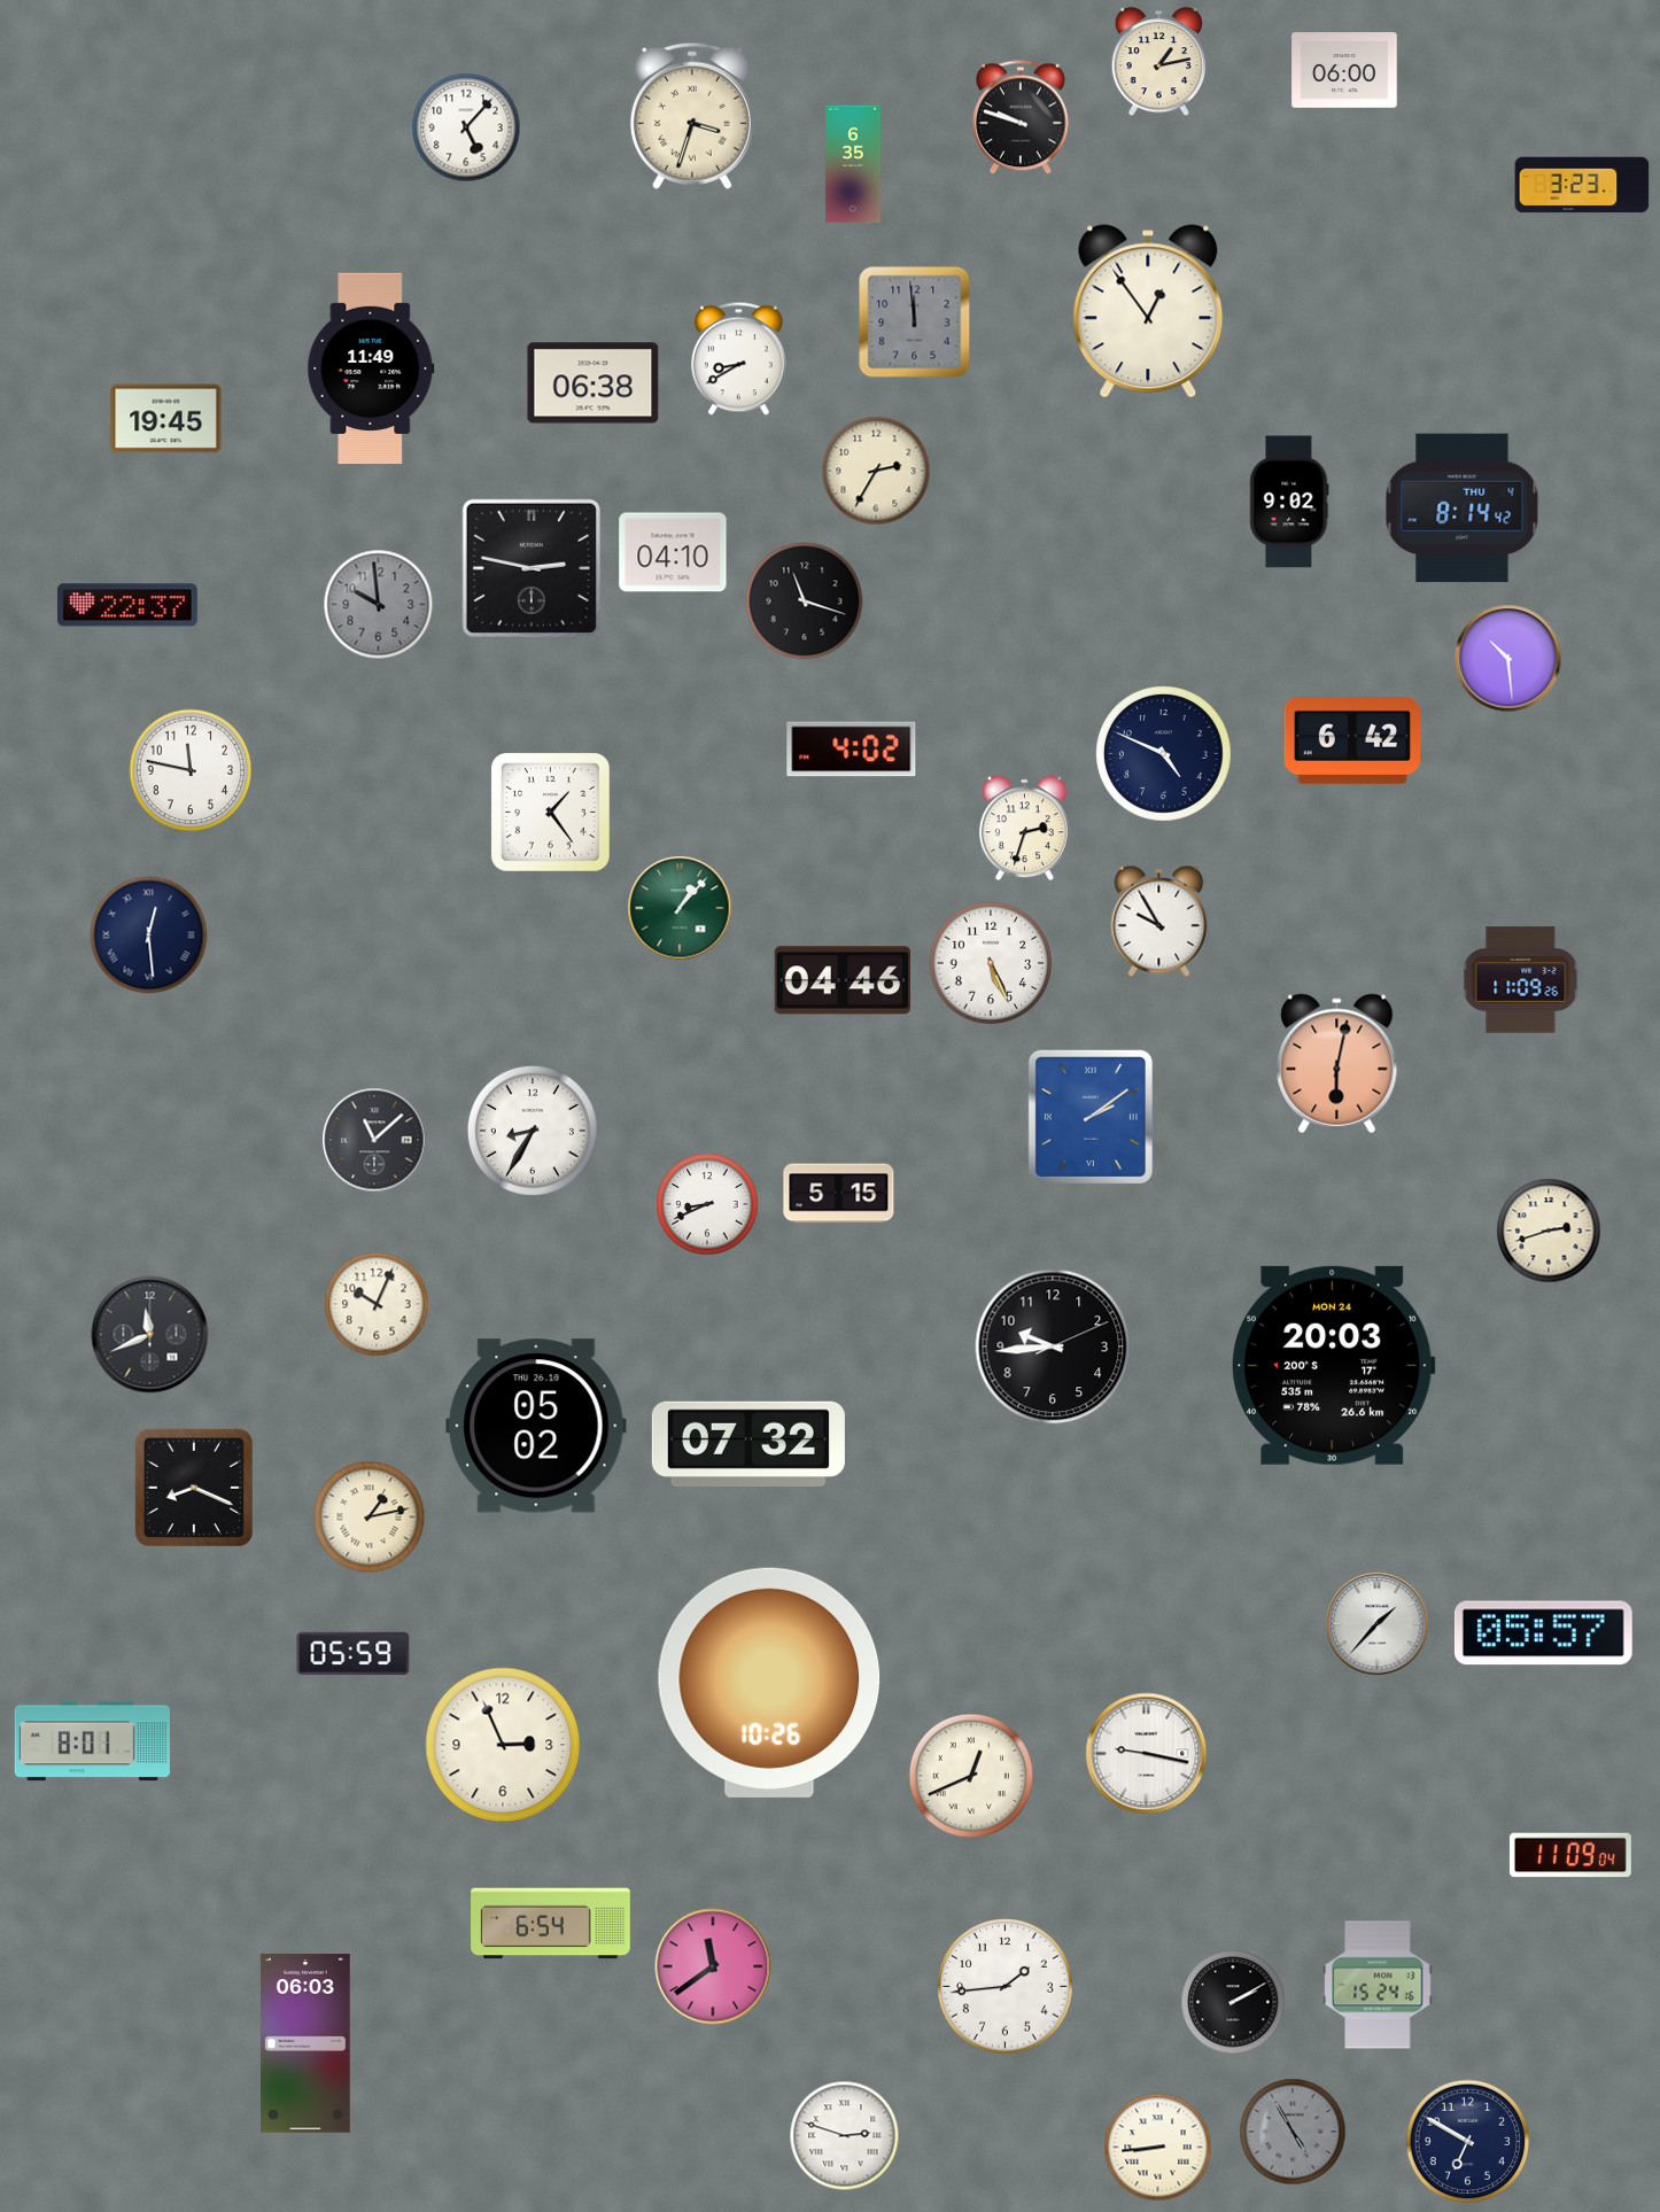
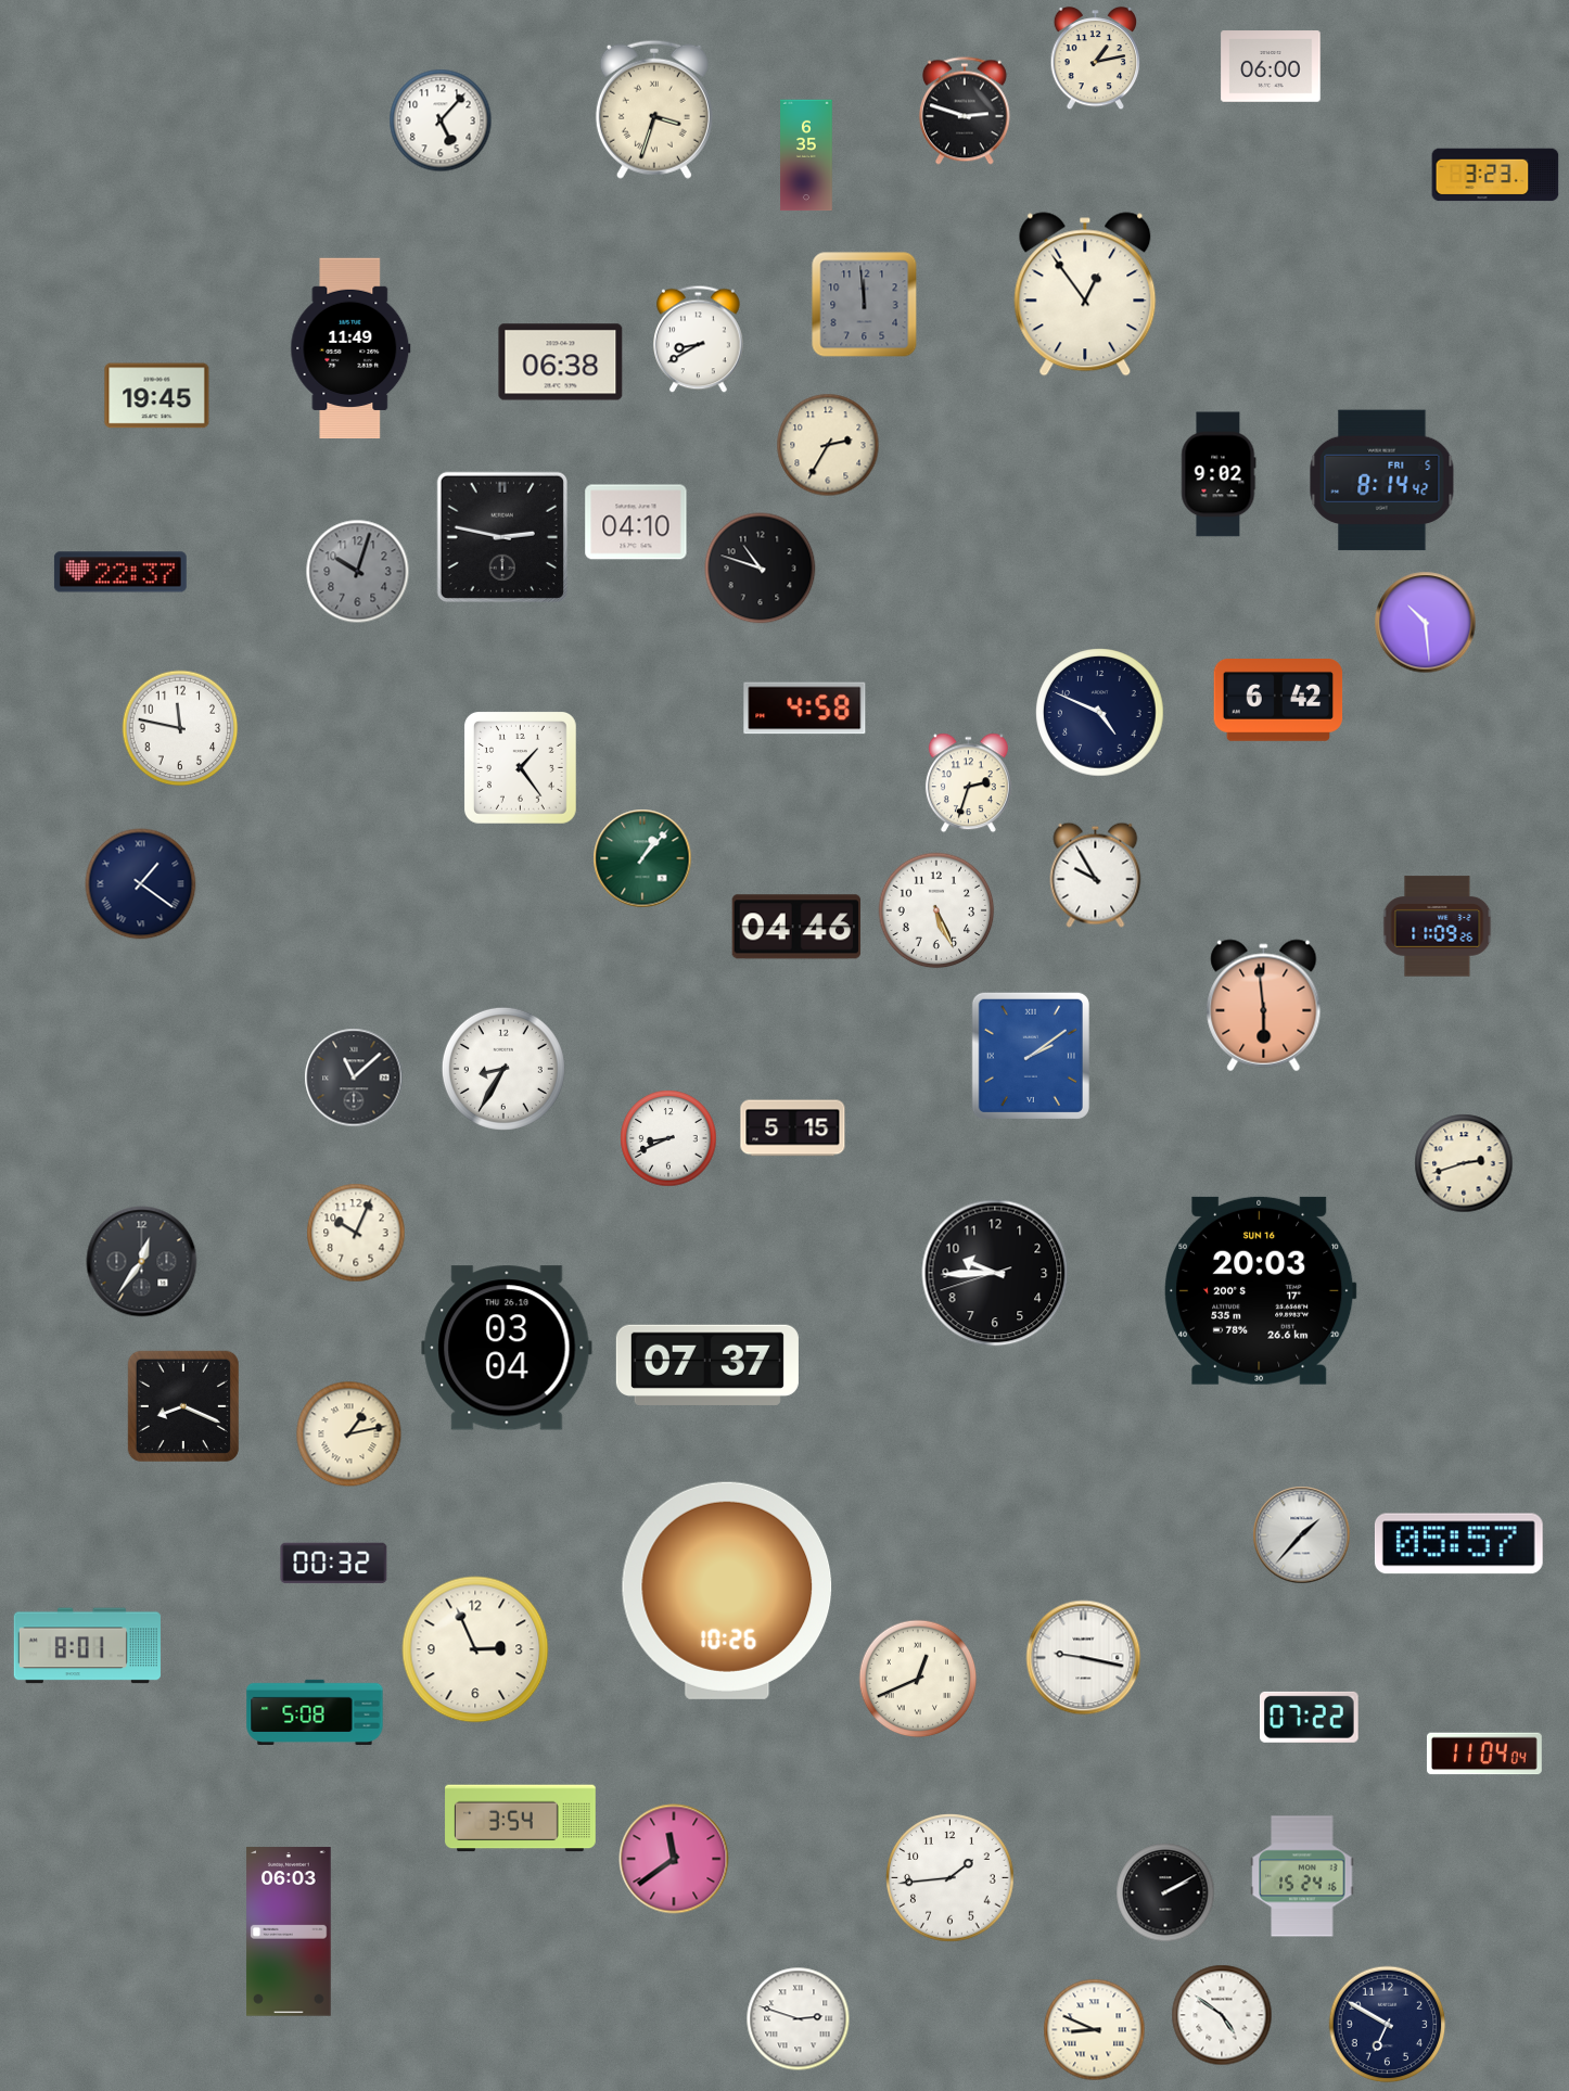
clock at (1021, 117): 9:48 -> 2:48
clock at (1463, 509) date: THU 4 -> FRI 5
clock at (805, 601): 11:18 -> 10:48
clock at (379, 605): 9:59 -> 10:03
clock at (852, 750): 4:02 -> 4:58
clock at (1159, 921) position: (1159, 921) -> (1096, 875)
clock at (149, 936): 12:29 -> 1:21
clock at (1337, 1064): 6:02 -> 5:59
clock at (150, 1335): 11:41 -> 12:36
clock at (1053, 1346): 9:44:11 -> 9:44:42
clock at (1334, 1365) date: MON 24 -> SUN 16
clock at (536, 1426): 05:02 -> 03:04
clock at (748, 1444): 07:32 -> 07:37
clock at (354, 1654): 05:59 -> 00:32
clock at (315, 1711): none -> 5:08
clock at (1309, 1717): none -> 07:22
clock at (1570, 1855): 11:09 -> 11:04
clock at (551, 1924): 6:54 -> 3:54
clock at (1293, 2132): 4:55 -> 4:51
clock at (1293, 2132) dial: grey -> white
clock at (1158, 2148): 8:44 -> 8:49
